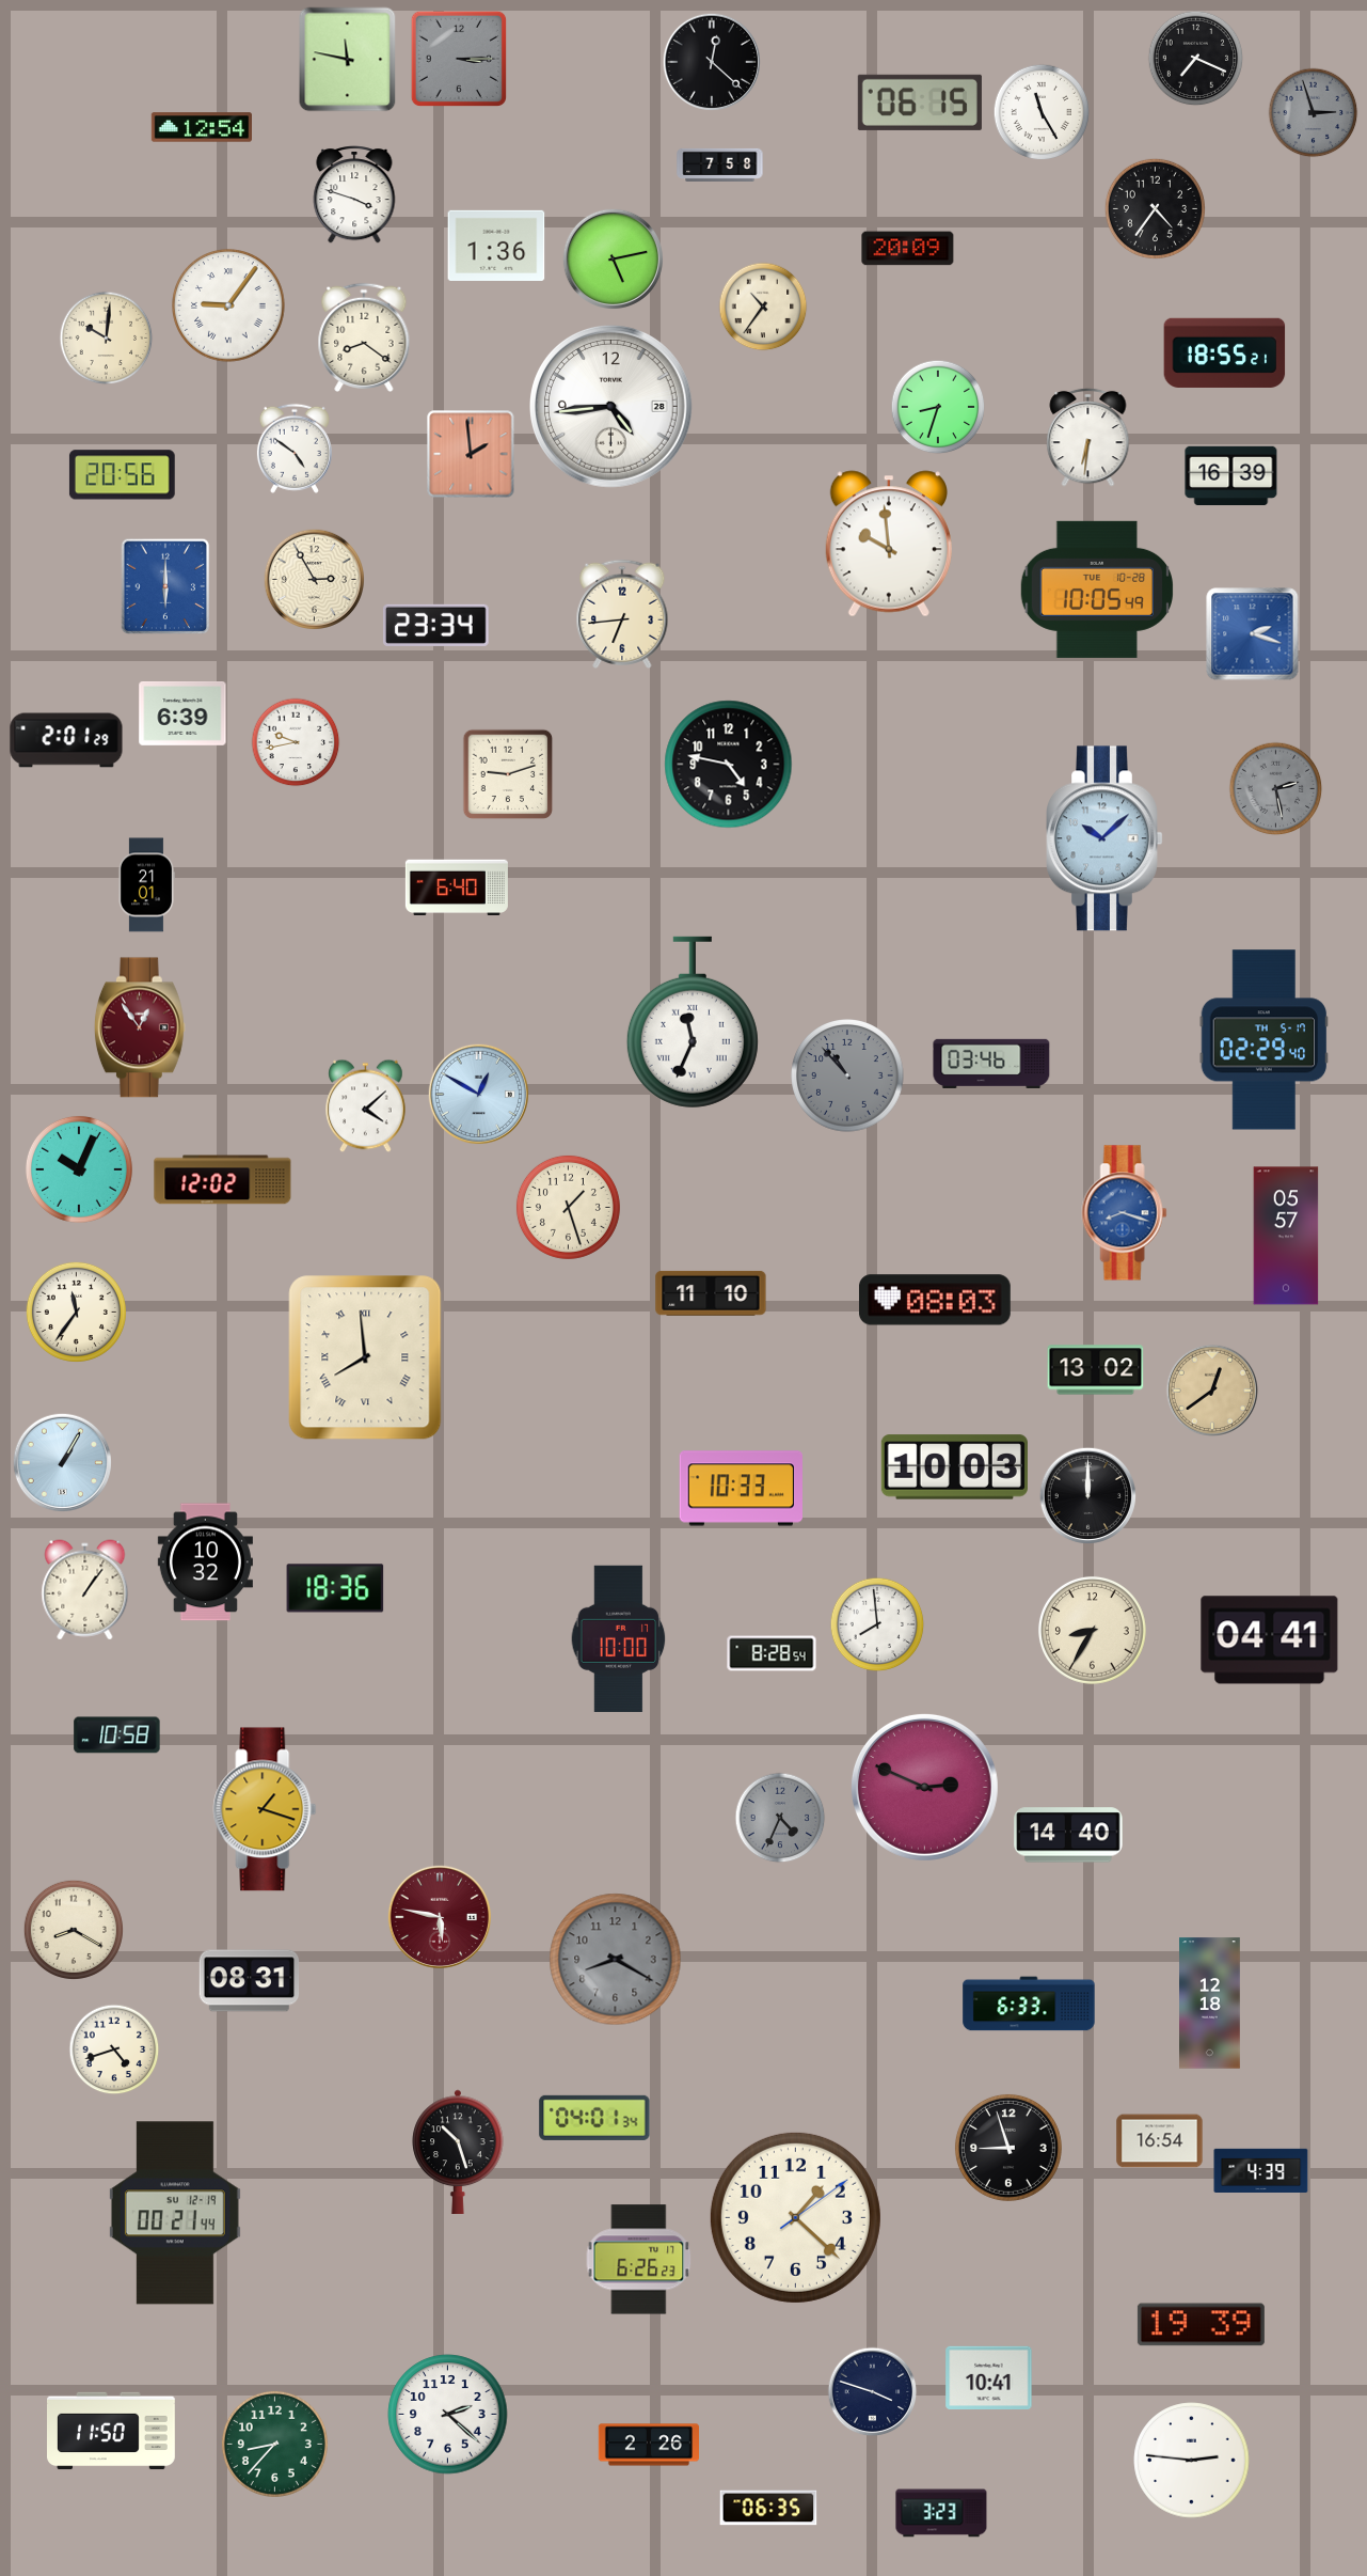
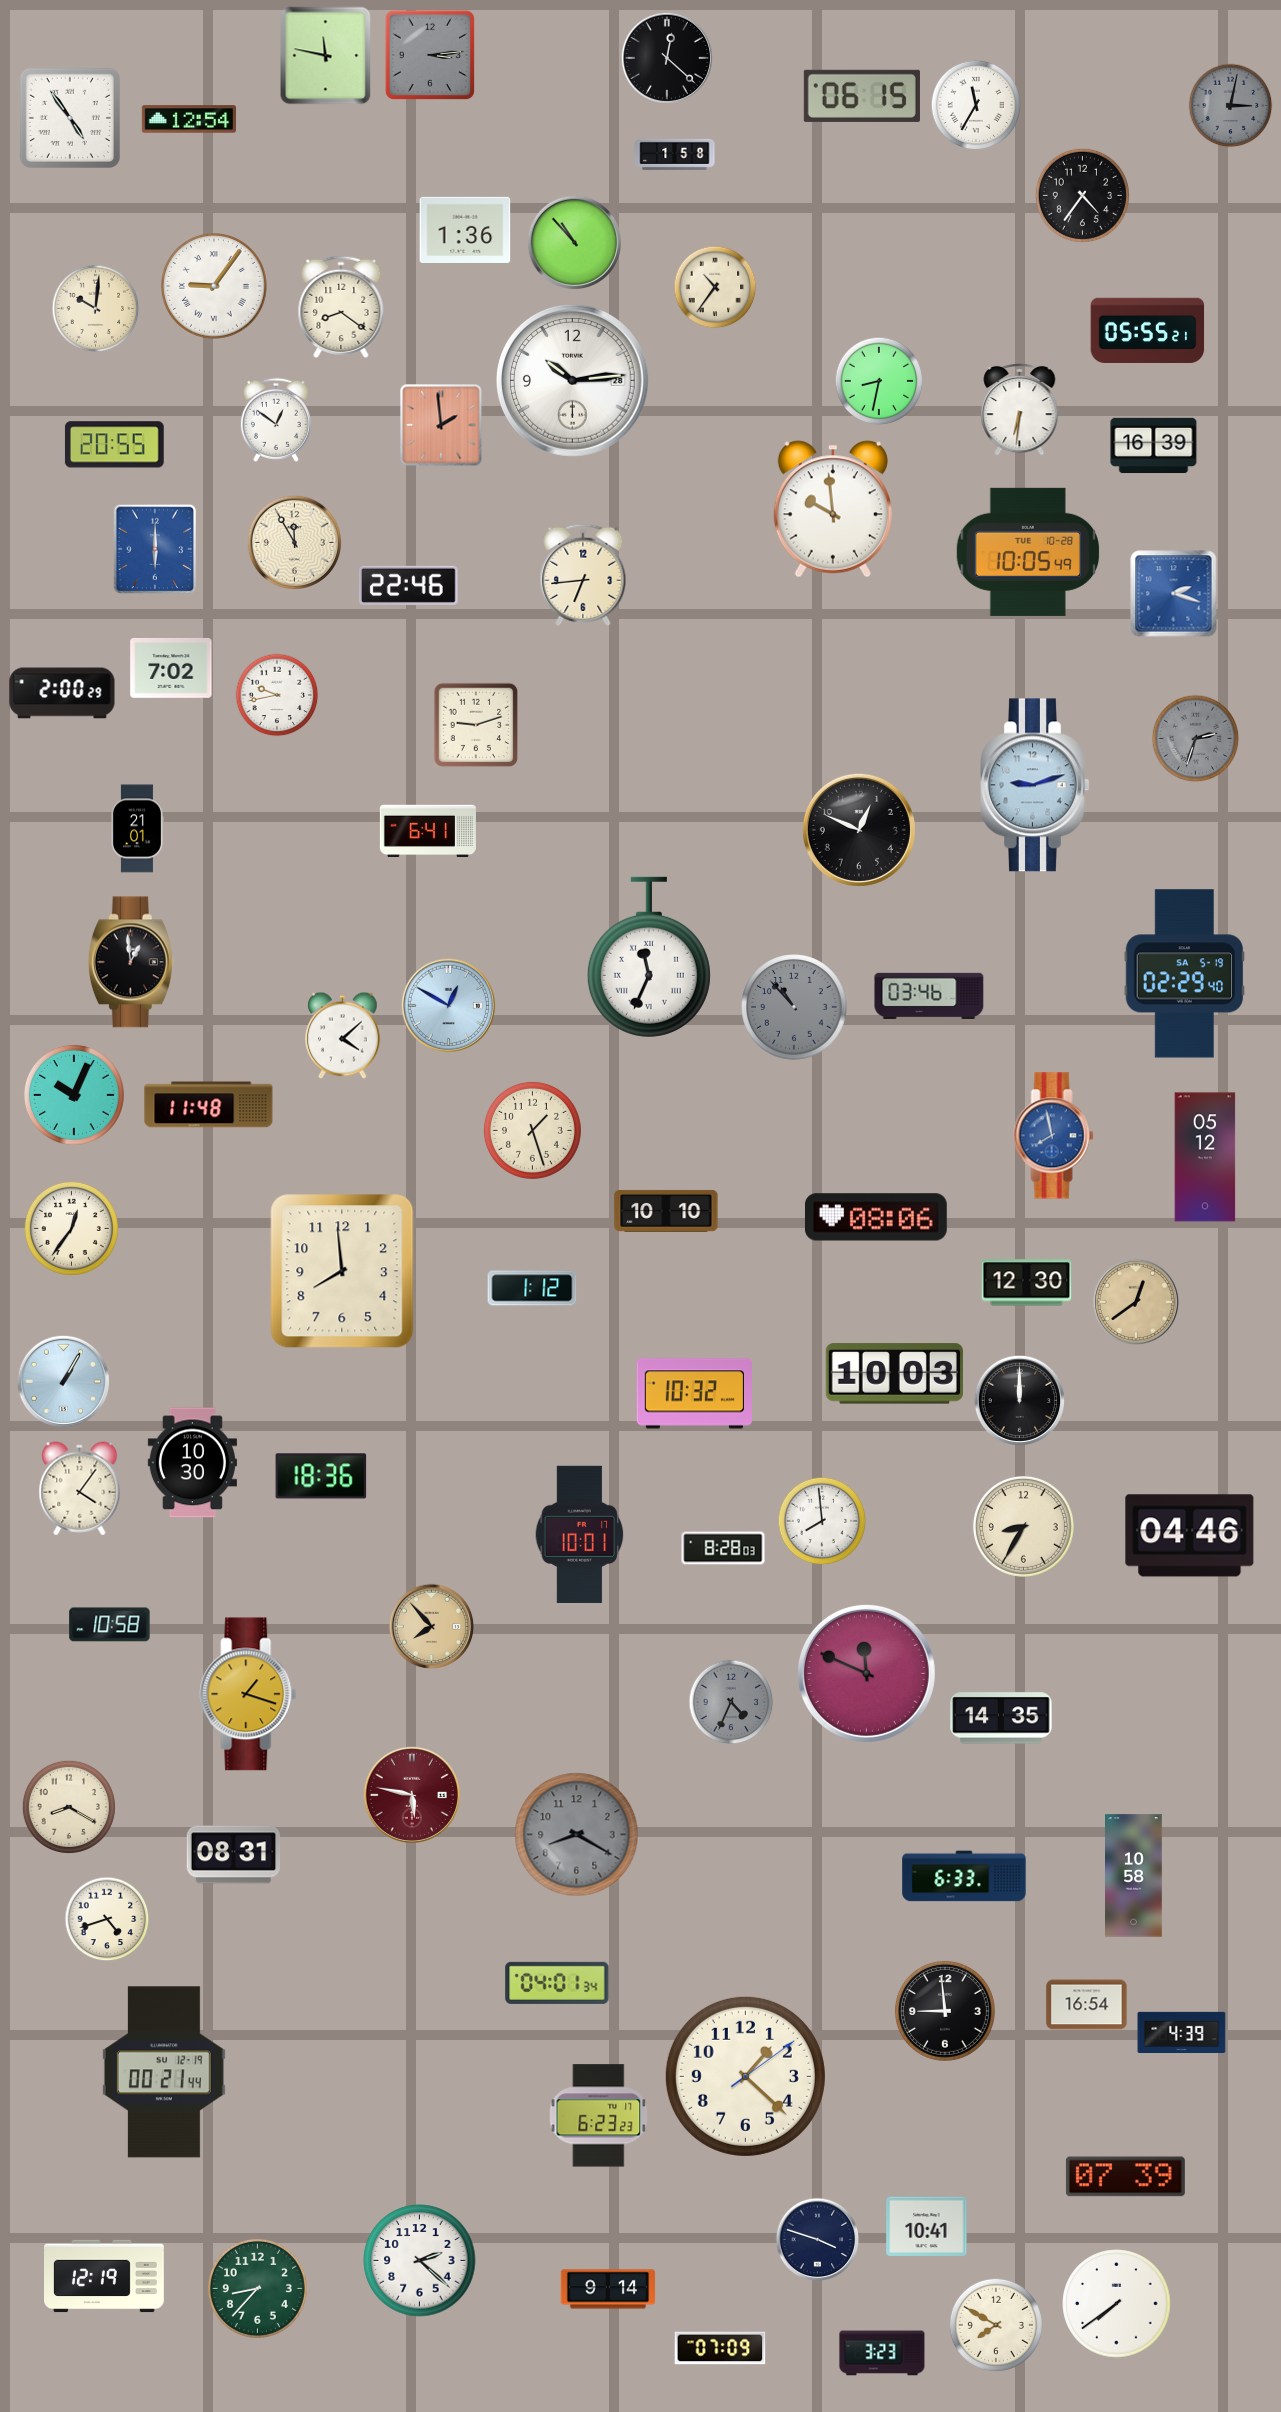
clock at (458, 58): 3:15 -> 3:14
clock at (1196, 59): 7:19 -> none
clock at (1042, 112): 11:25 -> 11:35
clock at (1314, 113): 2:57 -> 3:02
clock at (70, 118): none -> 4:54
clock at (720, 164): 7:58 -> 1:58
clock at (354, 195): 3:48 -> none
clock at (908, 249): 20:09 -> none
clock at (613, 258): 5:13 -> 10:53
clock at (364, 337) position: (364, 337) -> (341, 307)
clock at (107, 339) position: (107, 339) -> (96, 309)
clock at (1225, 352): 18:55 -> 05:55
clock at (611, 407): 4:44 -> 10:14
clock at (938, 407): 8:33 -> 8:32
clock at (295, 449): 4:51 -> 12:51
clock at (122, 475): 20:56 -> 20:55
clock at (314, 579): 2:55 -> 11:55
clock at (436, 625): 23:34 -> 22:46
clock at (182, 714): 6:39 -> 7:02
clock at (66, 740): 2:01 -> 2:00
clock at (729, 765): 4:47 -> none
clock at (1276, 789): 2:28 -> 2:33
clock at (1106, 838): 10:08 -> 9:12
clock at (457, 886): 6:40 -> 6:41
clock at (859, 830): none -> 12:49
clock at (140, 1027): 12:54 -> 12:59
clock at (140, 1027) dial: burgundy -> black
clock at (1265, 1040) date: TH 5-17 -> SA 5-19
clock at (478, 1094) position: (478, 1094) -> (448, 1005)
clock at (223, 1180): 12:02 -> 11:48
clock at (1125, 1213): 8:18 -> 7:58
clock at (1286, 1236): 05:57 -> 05:12
clock at (711, 1293): 11:10 -> 10:10
clock at (935, 1300): 08:03 -> 08:06
clock at (76, 1311): 11:36 -> 12:36
clock at (365, 1357) numerals: Roman -> Arabic
clock at (1096, 1370): 13:02 -> 12:30
clock at (532, 1288): none -> 1:12
clock at (62, 1462) position: (62, 1462) -> (63, 1381)
clock at (741, 1489): 10:33 -> 10:32
clock at (205, 1562): 10:32 -> 10:30
clock at (335, 1588) position: (335, 1588) -> (321, 1476)
clock at (85, 1590): 1:06 -> 4:06
clock at (619, 1638): 10:00 -> 10:01
clock at (1270, 1640): 04:41 -> 04:46
clock at (772, 1653): 8:28:54 -> 8:28:03
clock at (432, 1627): none -> 7:53
clock at (924, 1787): 2:49 -> 11:49
clock at (1068, 1835): 14:40 -> 14:35
clock at (1210, 2004): 12:18 -> 10:58
clock at (1008, 2148): 8:57 -> 8:59
clock at (458, 2152): 10:27 -> none
clock at (639, 2260): 6:26 -> 6:23
clock at (1201, 2325): 19:39 -> 07:39
clock at (112, 2431): 11:50 -> 12:19
clock at (649, 2445): 2:26 -> 9:14
clock at (1192, 2461): 2:46 -> 7:39
clock at (996, 2325): none -> 7:50
clock at (768, 2508): 06:35 -> 07:09
